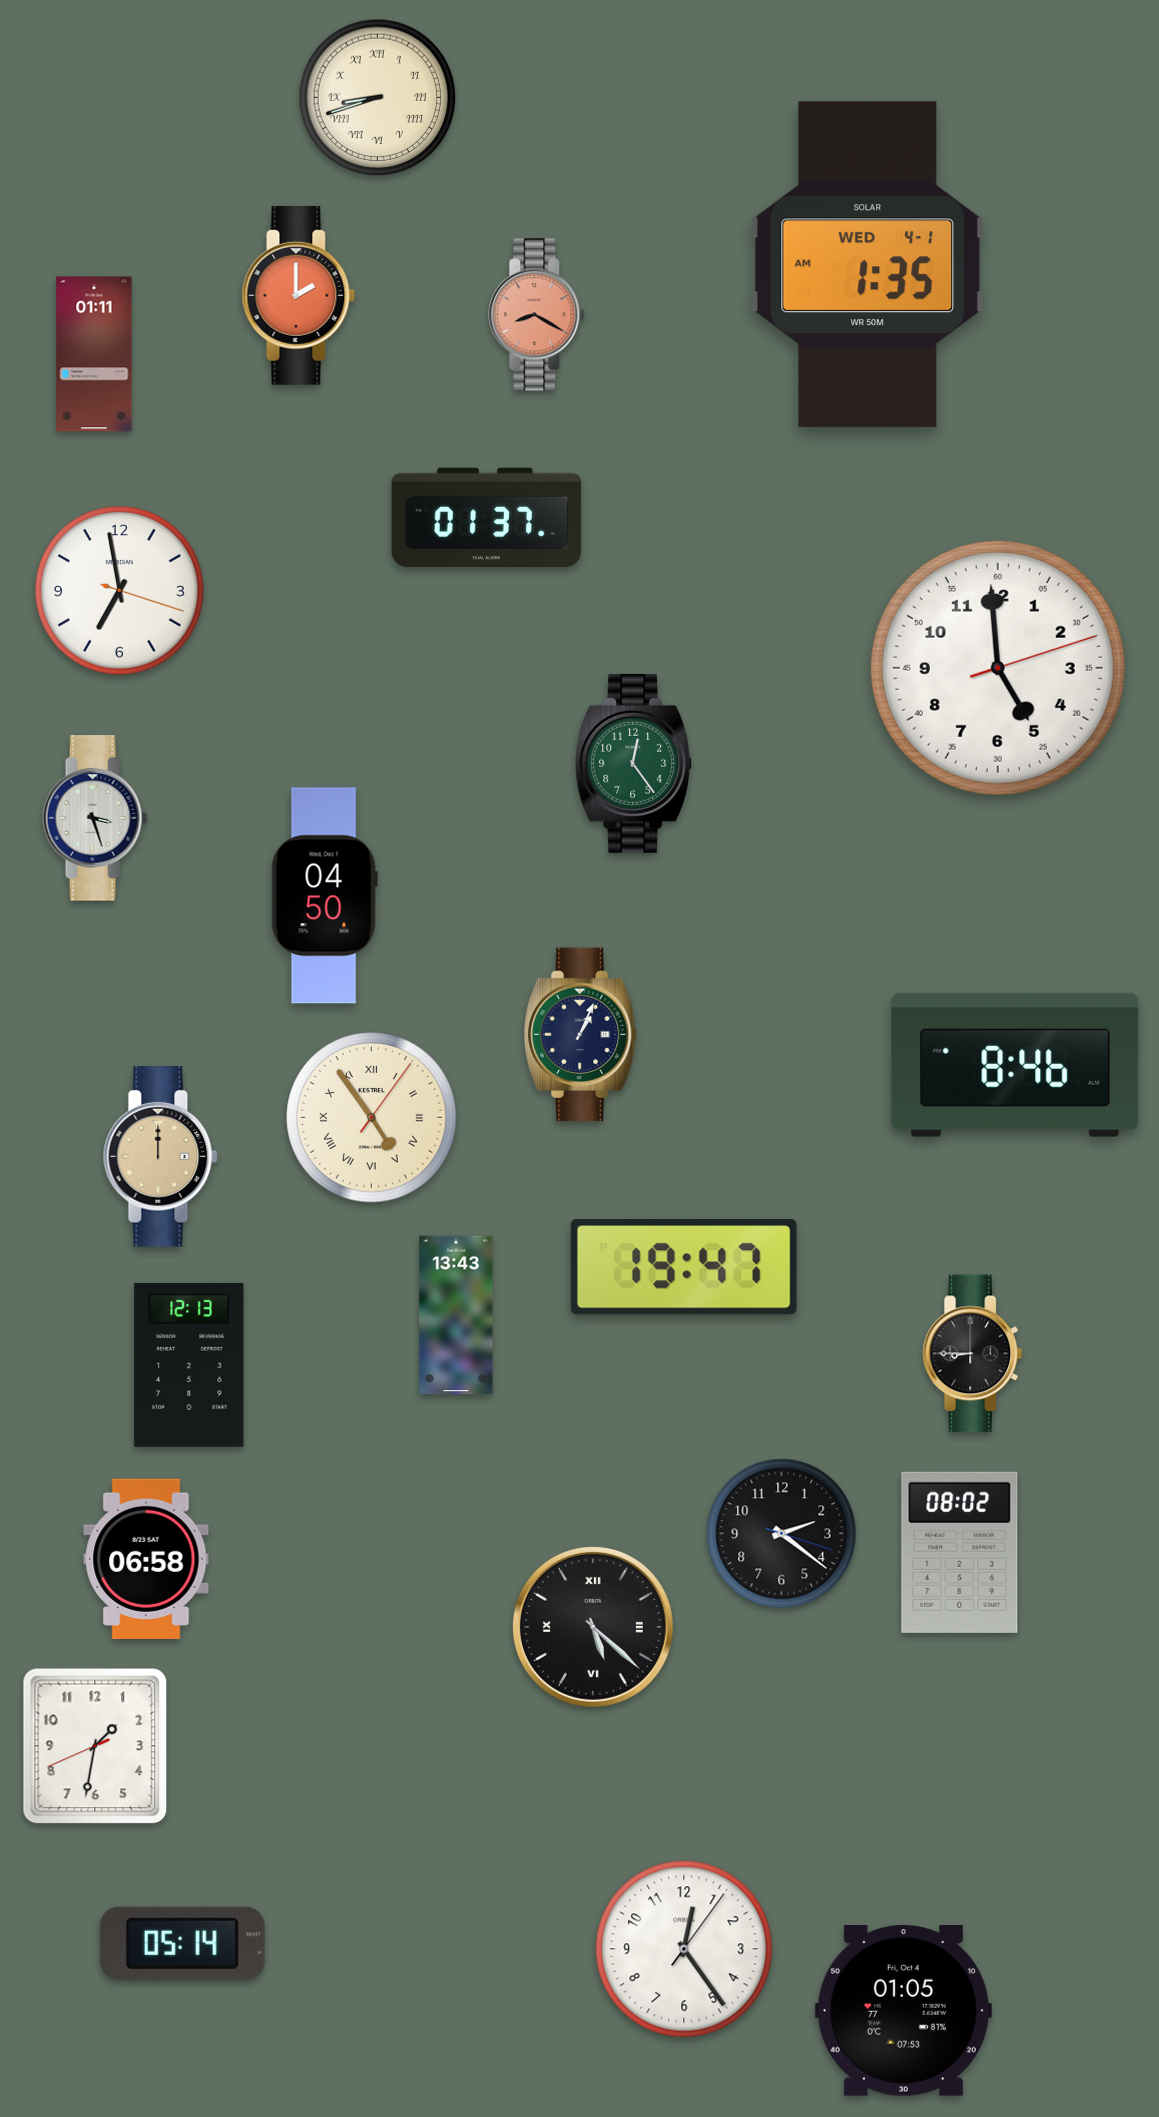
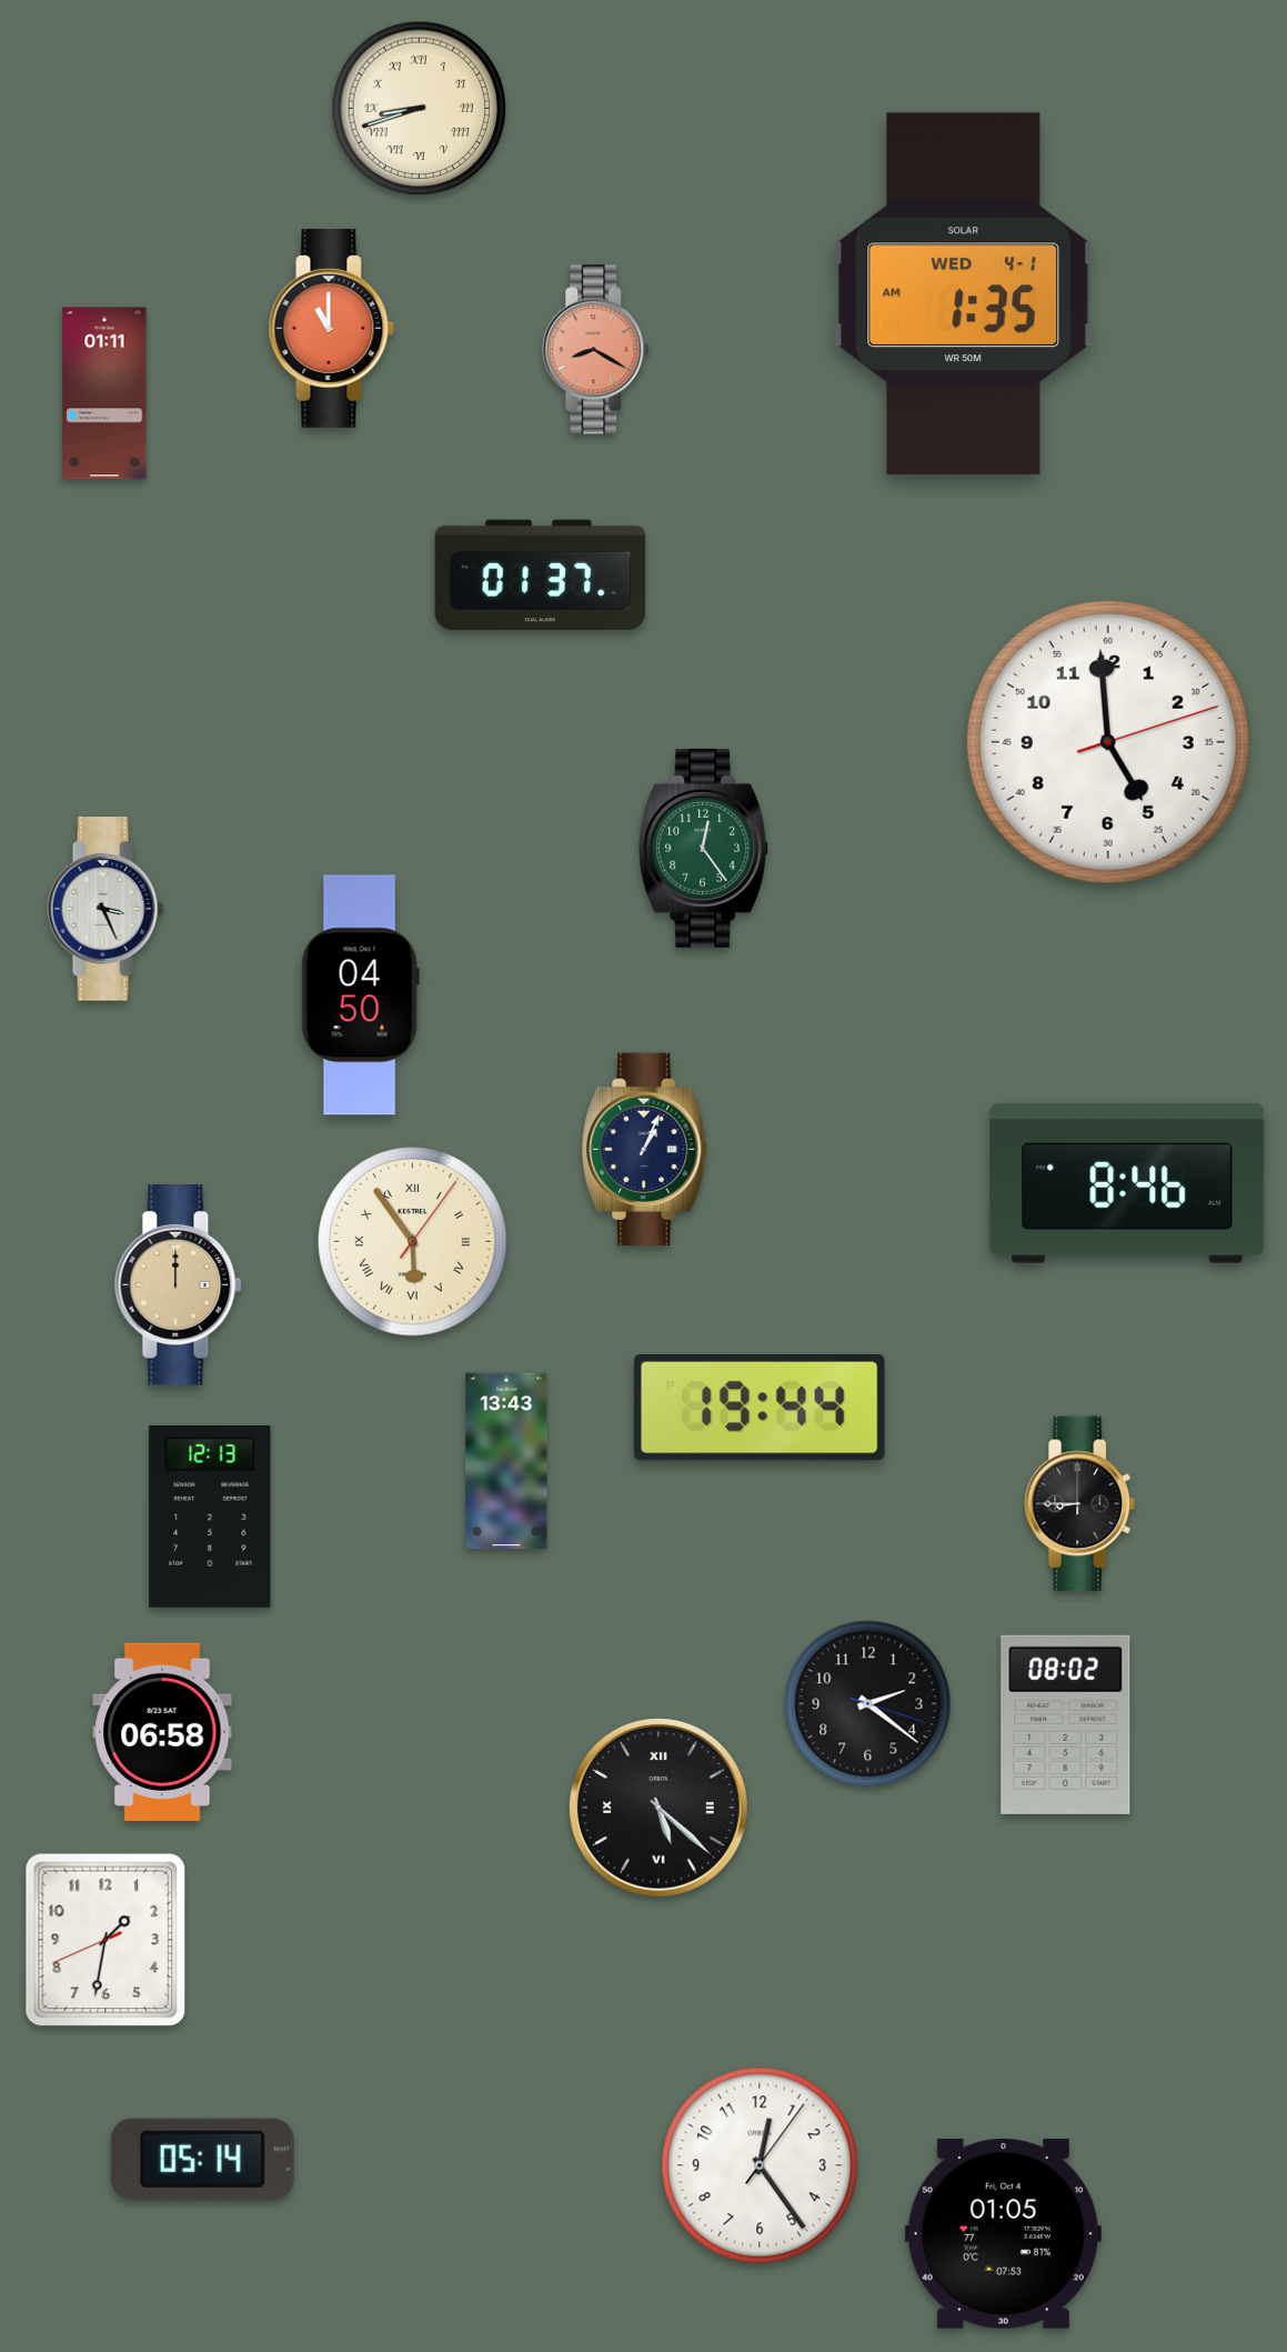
clock at (299, 295): 2:00 -> 11:00
clock at (120, 591): 6:58 -> none
clock at (95, 818): 3:27 -> 3:26
clock at (372, 1118): 4:54 -> 5:54
clock at (684, 1268): 19:47 -> 19:44
